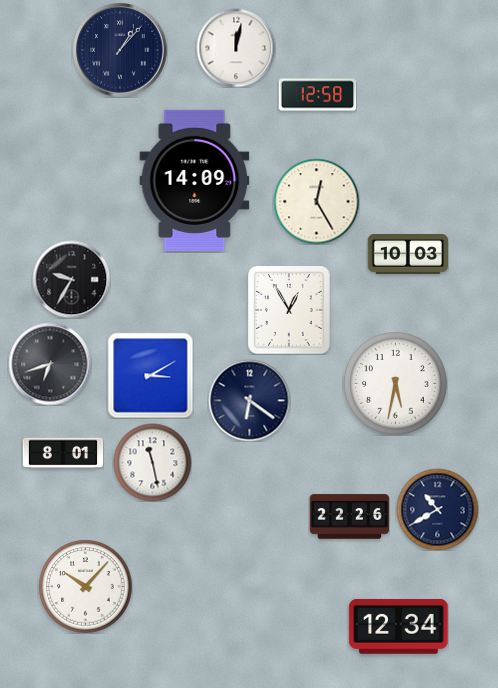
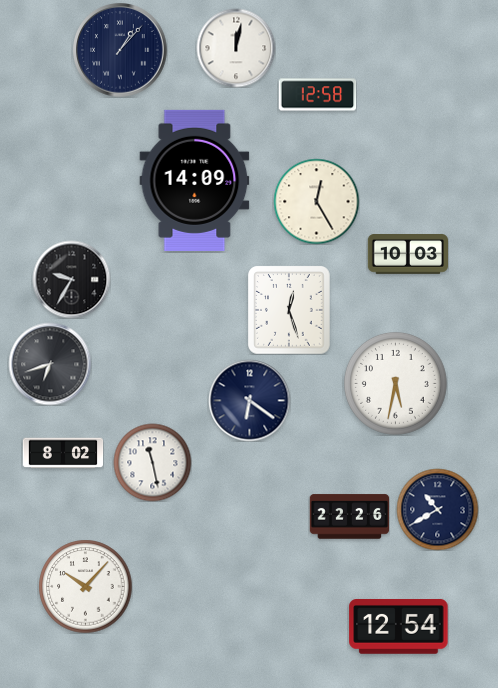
clock at (290, 310): 12:55 -> 12:27
clock at (150, 375): 3:10 -> none
clock at (63, 453): 8:01 -> 8:02
clock at (399, 627): 12:34 -> 12:54
